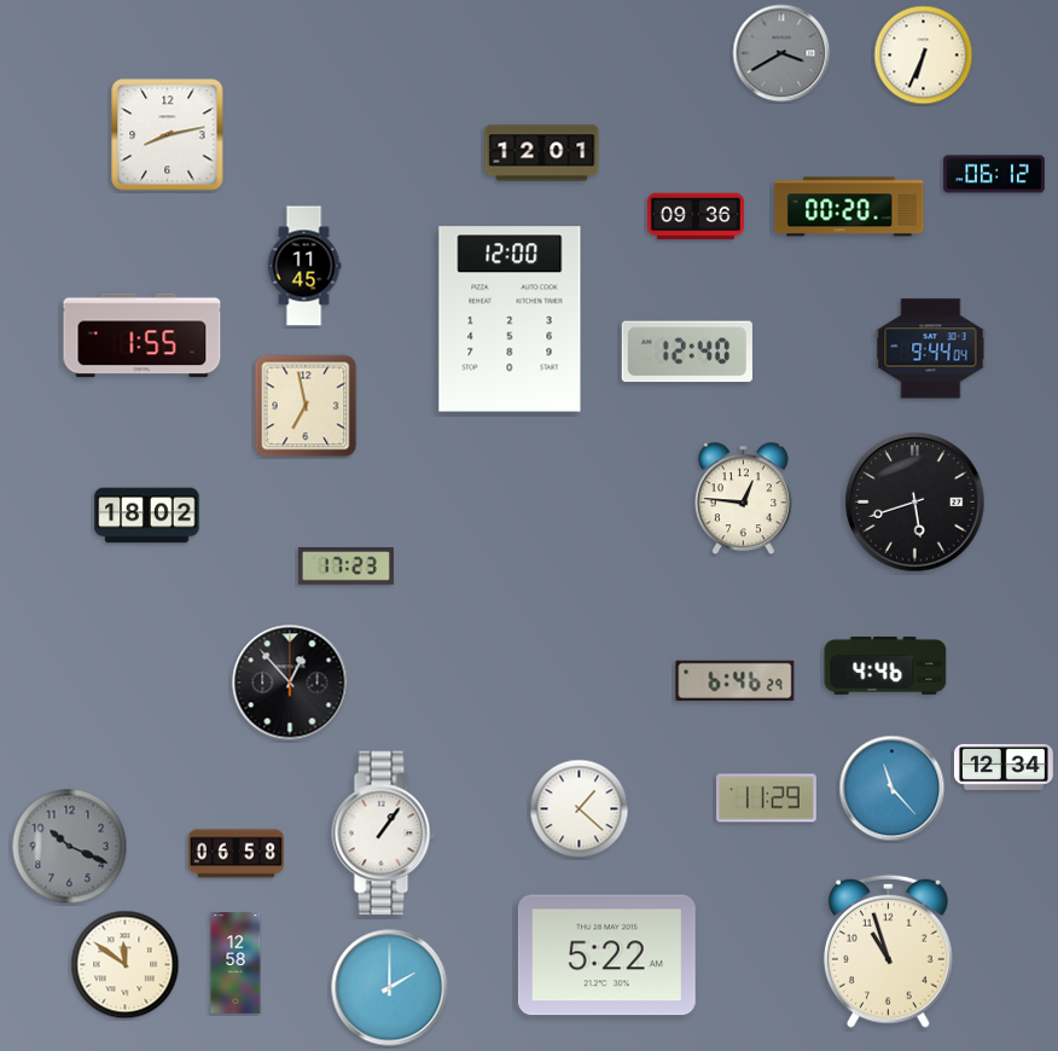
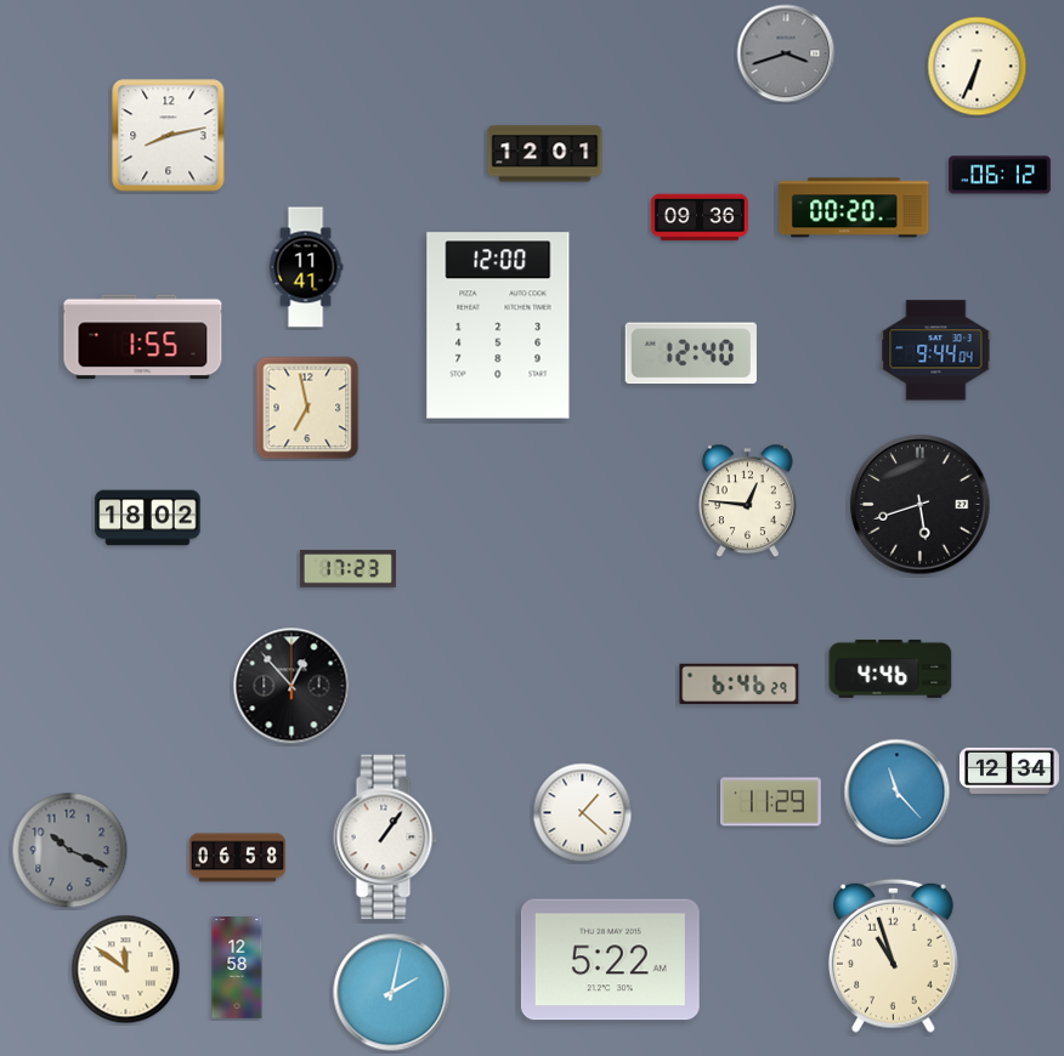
clock at (781, 53): 3:40 -> 3:42
clock at (924, 56) position: (924, 56) -> (978, 67)
clock at (304, 266): 11:45 -> 11:41
clock at (510, 319) position: (510, 319) -> (498, 325)
clock at (390, 988): 2:00 -> 2:02
